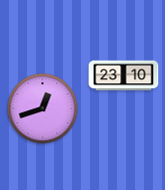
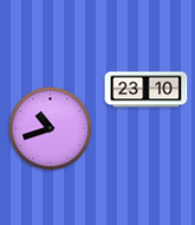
clock at (43, 109): 12:42 -> 10:42
